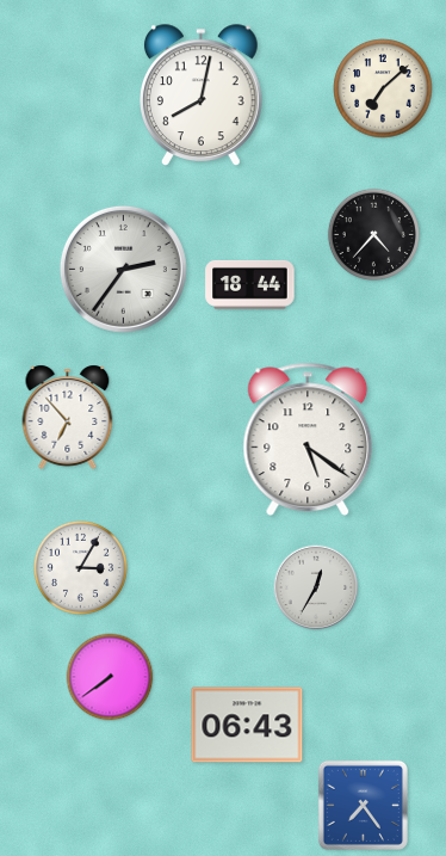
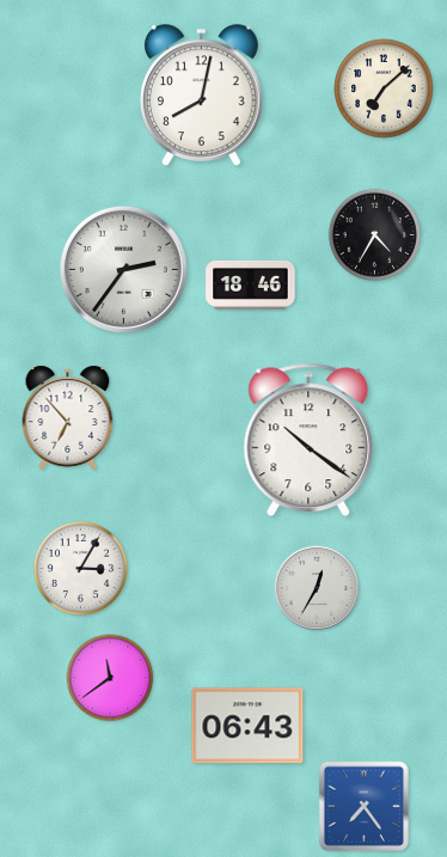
clock at (373, 234): 4:37 -> 4:35
clock at (250, 284): 18:44 -> 18:46
clock at (308, 439): 5:21 -> 10:21
clock at (110, 677): 7:39 -> 11:39
